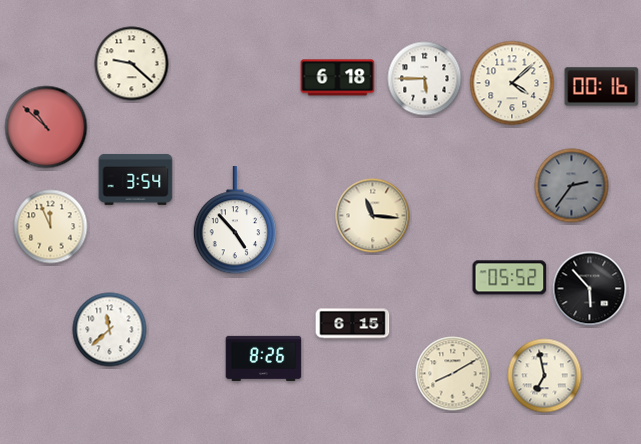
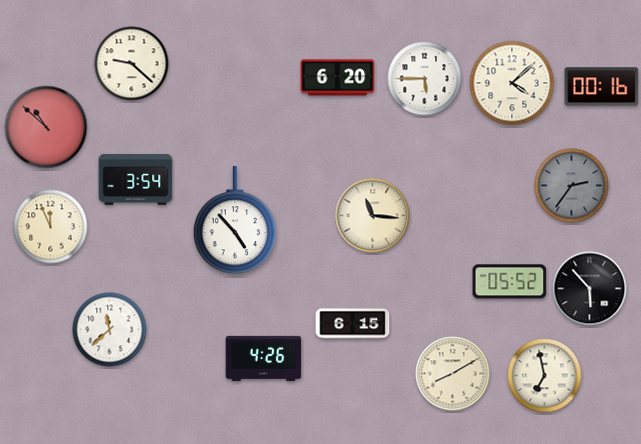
clock at (338, 78): 6:18 -> 6:20
clock at (510, 278) position: (510, 278) -> (510, 282)
clock at (264, 358): 8:26 -> 4:26
